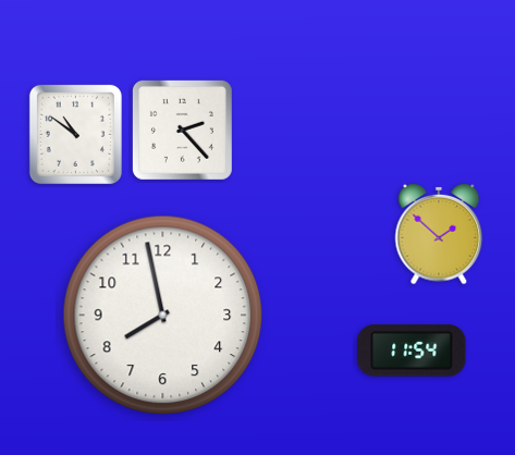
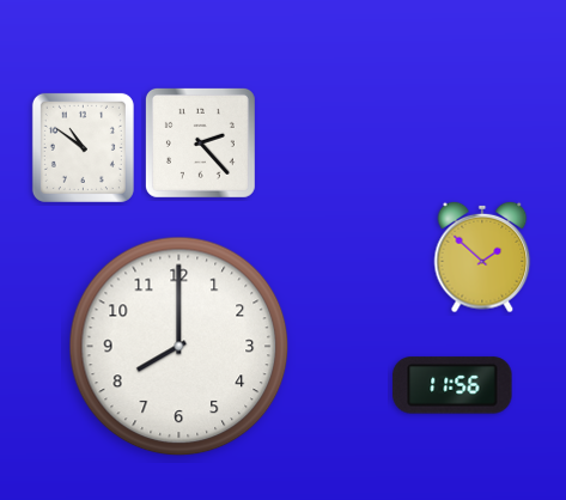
clock at (163, 316): 7:58 -> 8:00
clock at (412, 351): 11:54 -> 11:56
